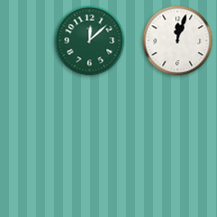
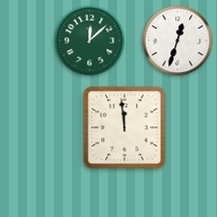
clock at (178, 41): 12:03 -> 12:33
clock at (125, 128): none -> 11:59
